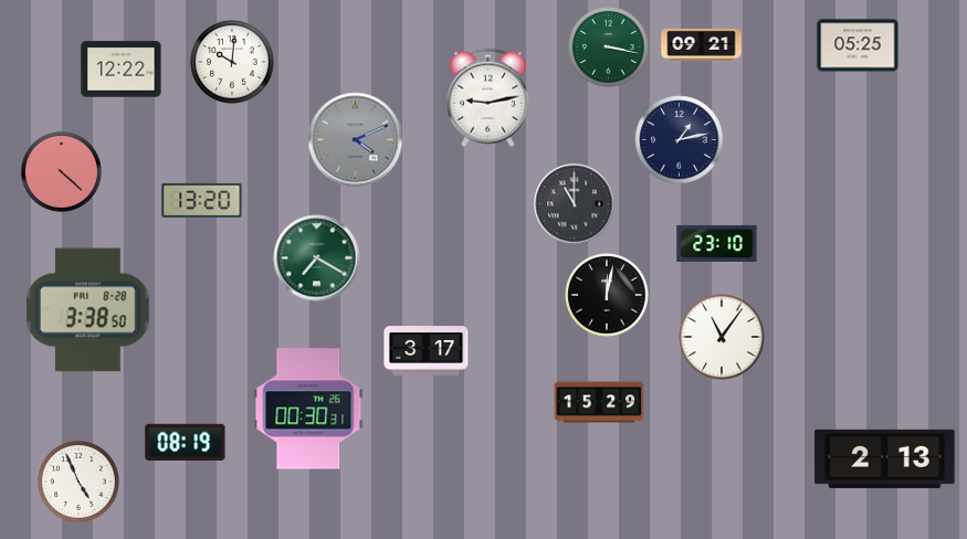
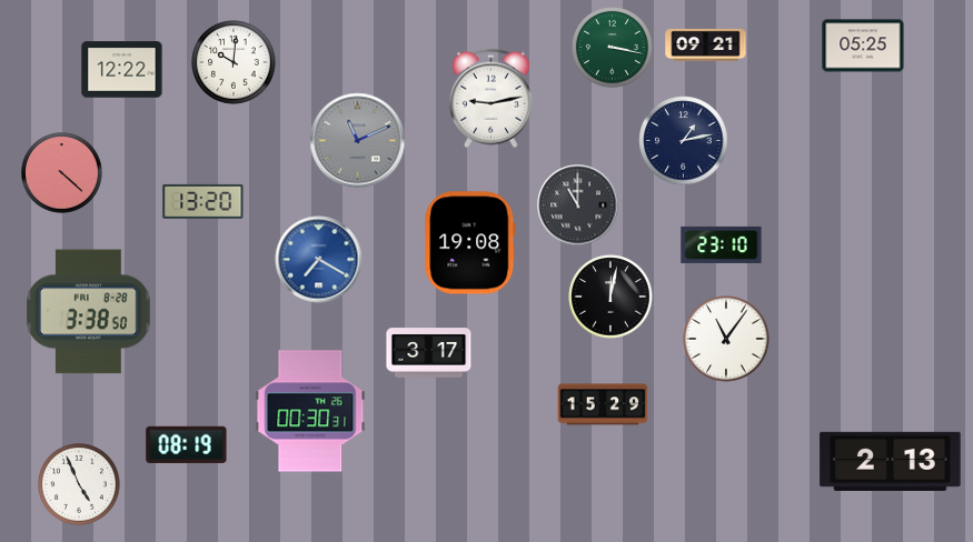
clock at (356, 140): 4:11 -> 11:11
clock at (470, 243): none -> 19:08
clock at (317, 258) dial: green -> blue
